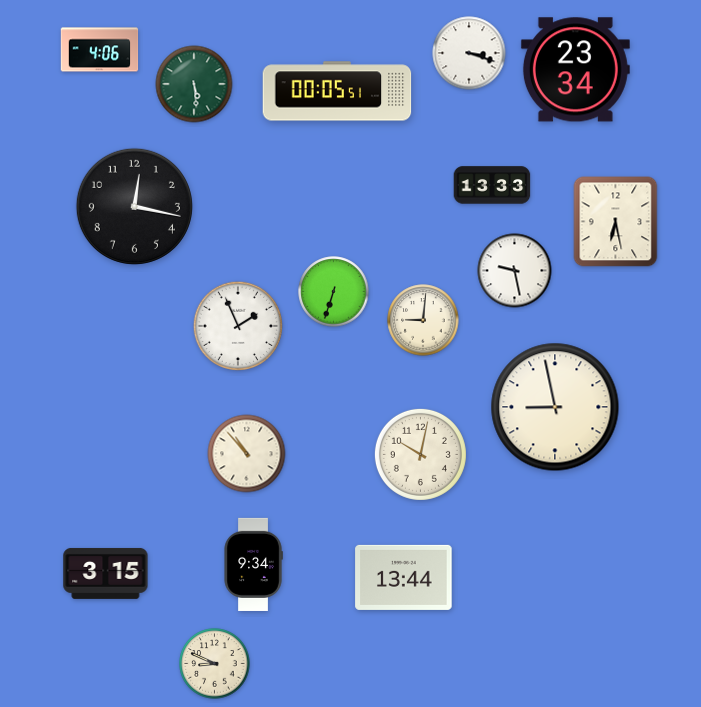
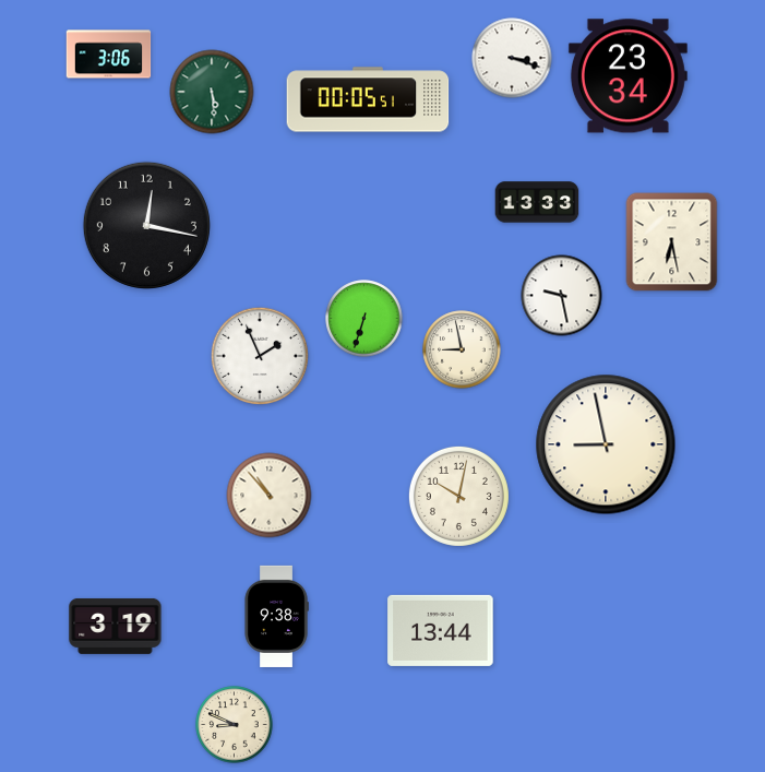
clock at (100, 50): 4:06 -> 3:06
clock at (423, 320): 9:01 -> 8:58
clock at (253, 564): 9:34 -> 9:38
clock at (106, 573): 3:15 -> 3:19
